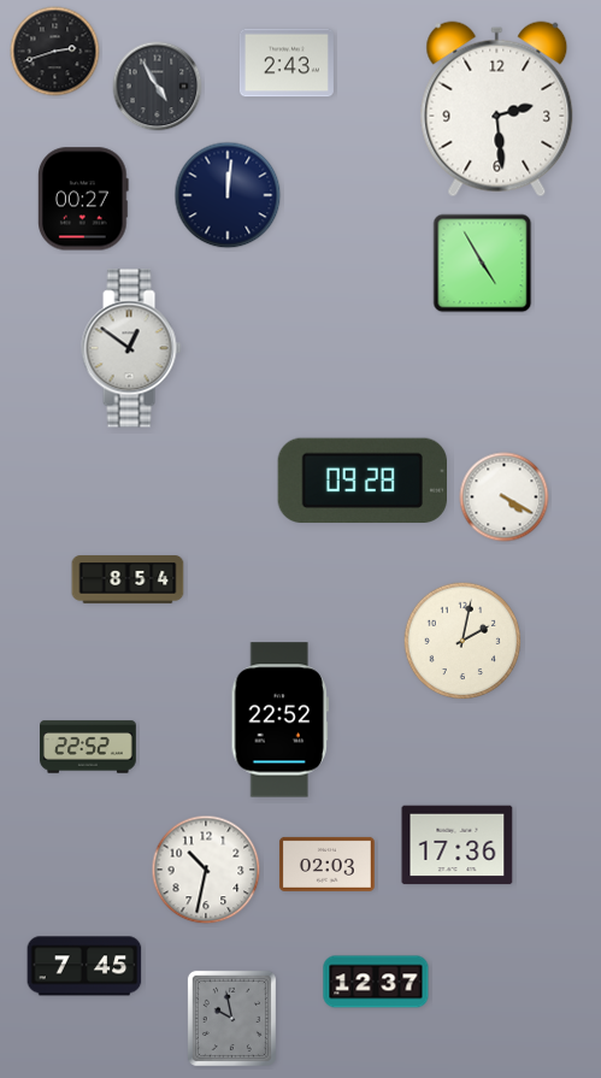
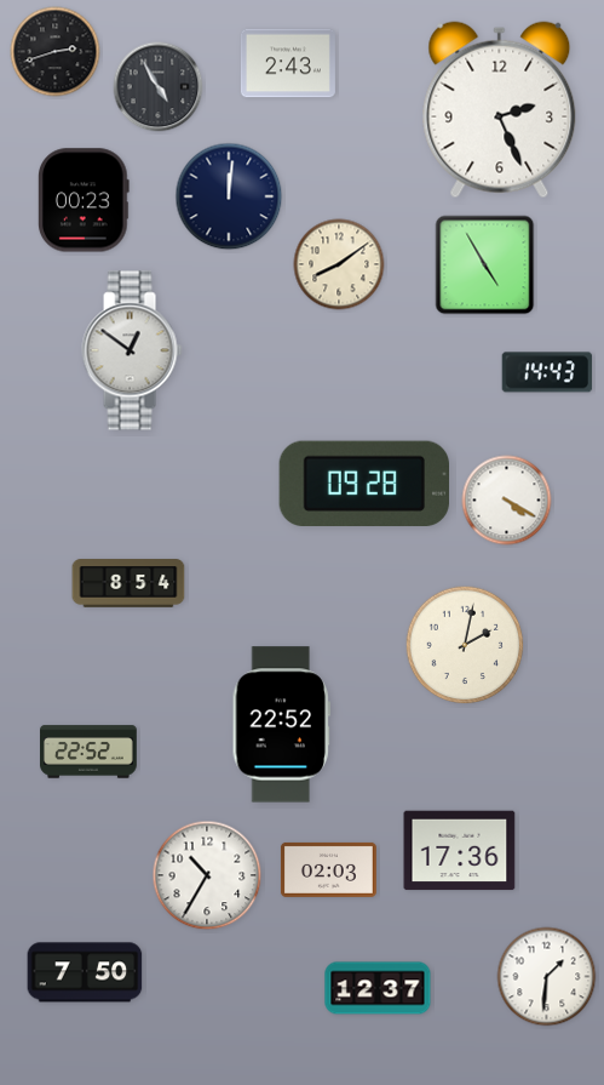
clock at (497, 110): 2:29 -> 2:26
clock at (84, 199): 00:27 -> 00:23
clock at (339, 264): none -> 8:09
clock at (547, 372): none -> 14:43
clock at (206, 870): 10:32 -> 10:35
clock at (84, 966): 7:45 -> 7:50
clock at (547, 977): none -> 1:31
clock at (231, 1018): 9:58 -> none
